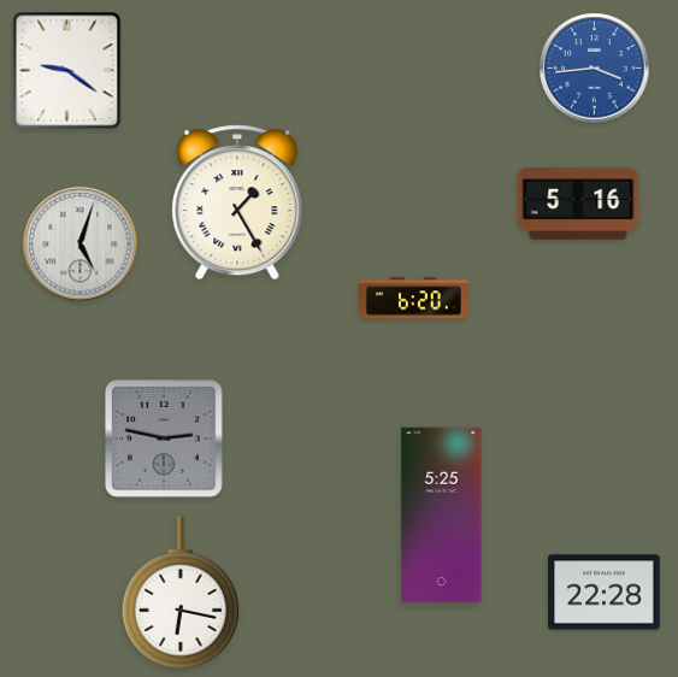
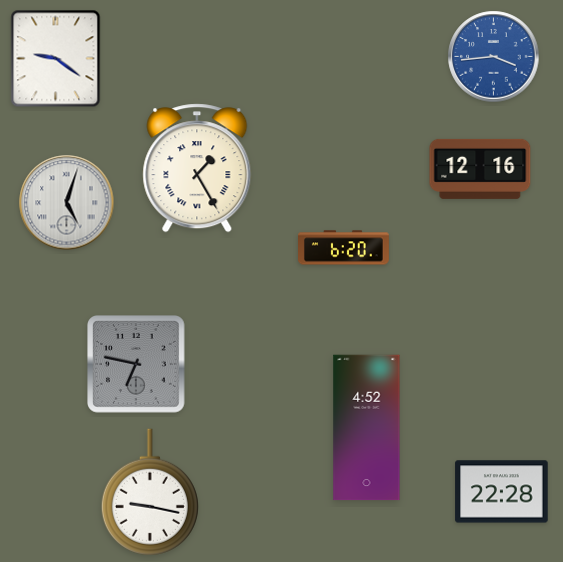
clock at (578, 204): 5:16 -> 12:16
clock at (165, 440): 2:47 -> 6:47
clock at (442, 516): 5:25 -> 4:52
clock at (181, 593): 6:17 -> 9:17
